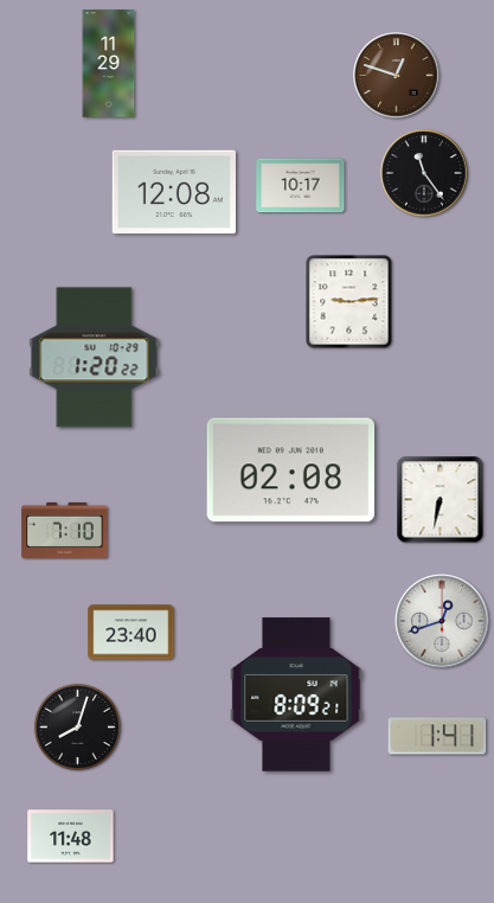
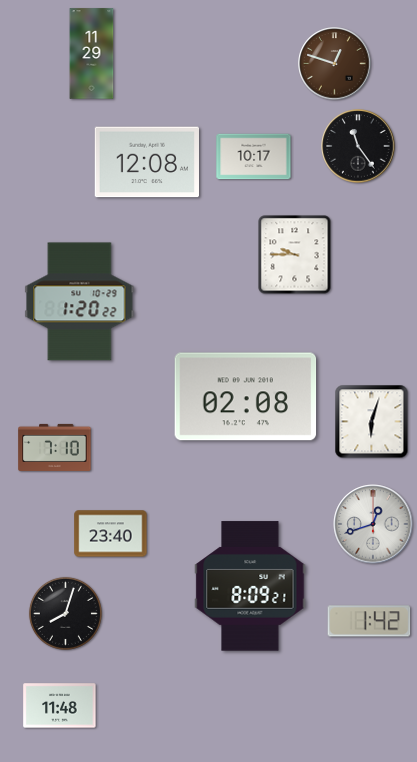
clock at (349, 302): 9:14 -> 9:45
clock at (441, 500): 6:32 -> 6:03
clock at (437, 736): 1:41 -> 1:42
